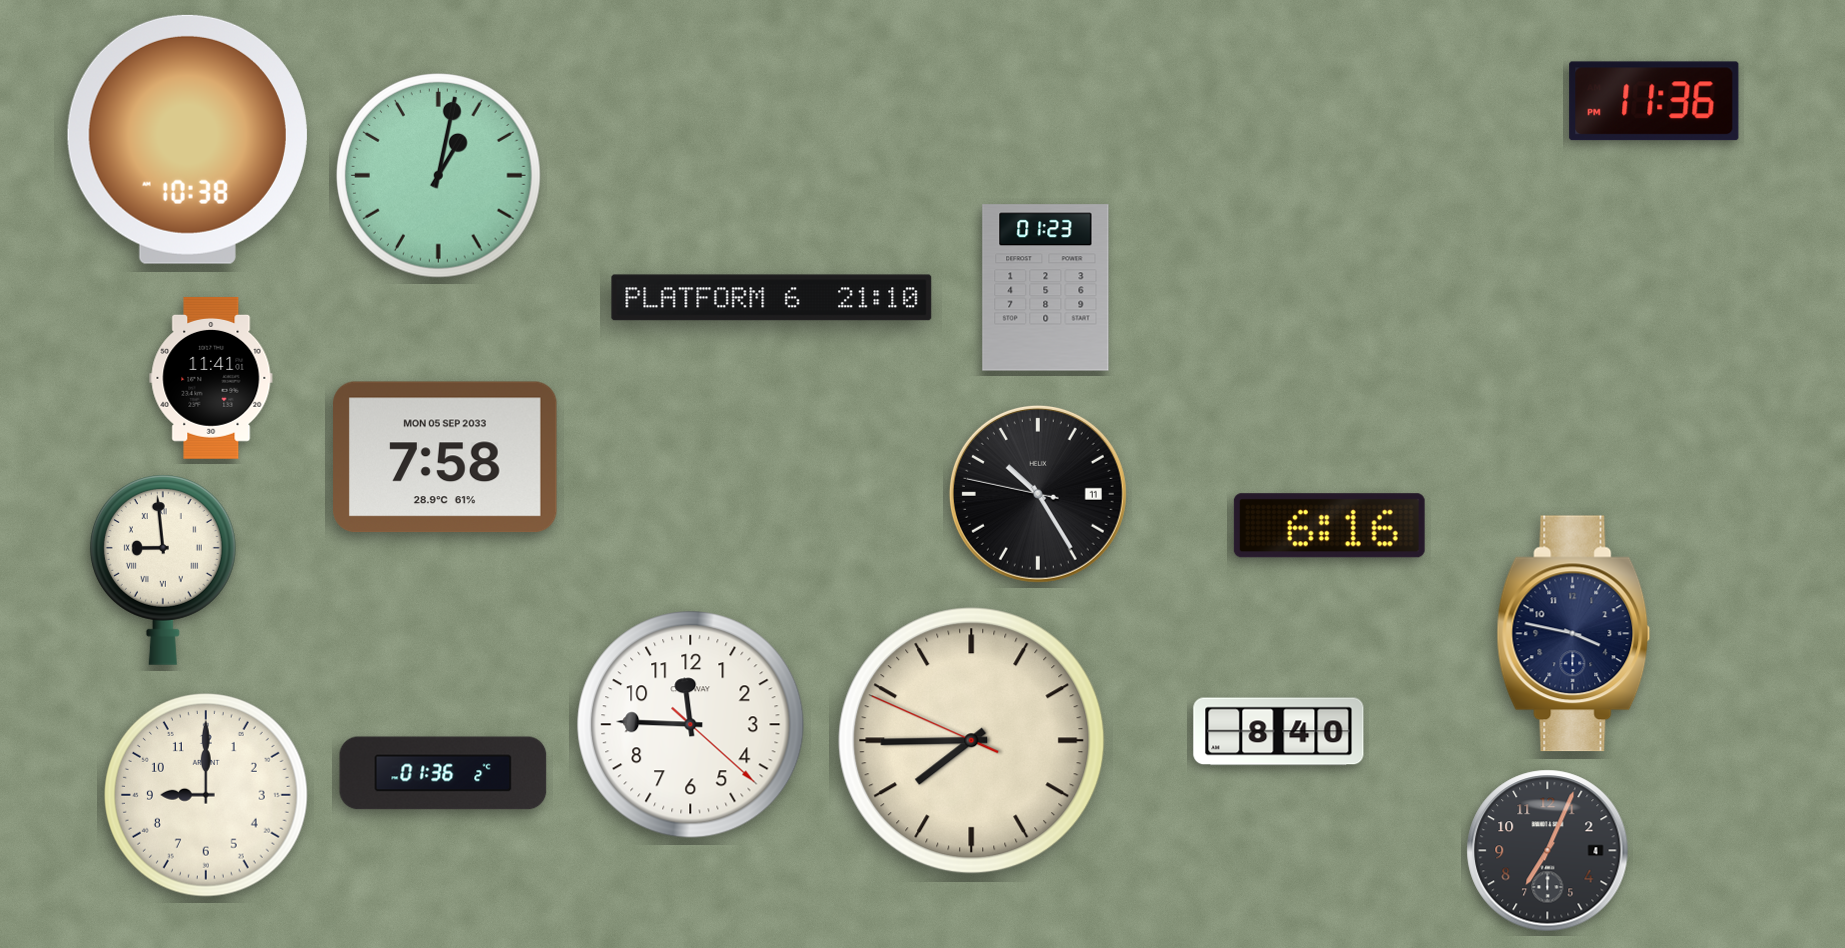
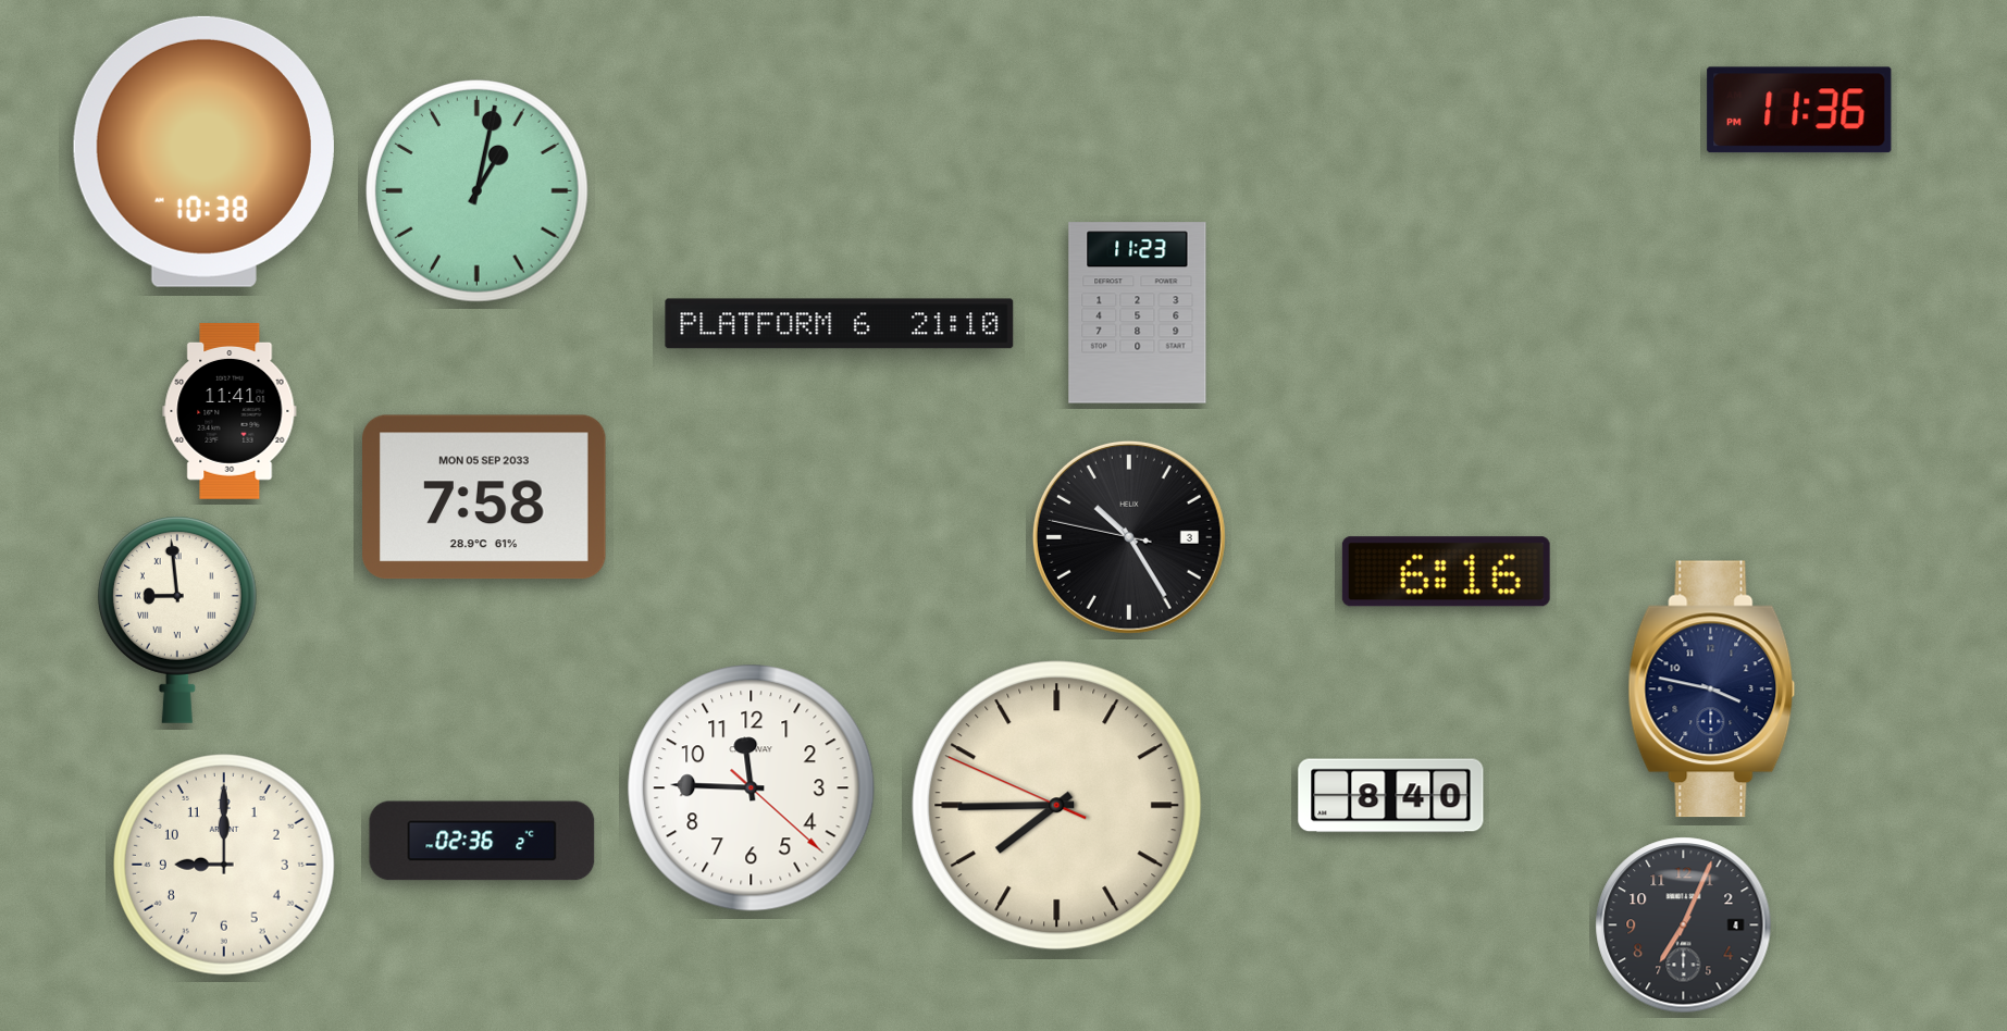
clock at (1046, 288): 01:23 -> 11:23
clock at (1038, 494) date: 11 -> 3
clock at (443, 773): 01:36 -> 02:36
